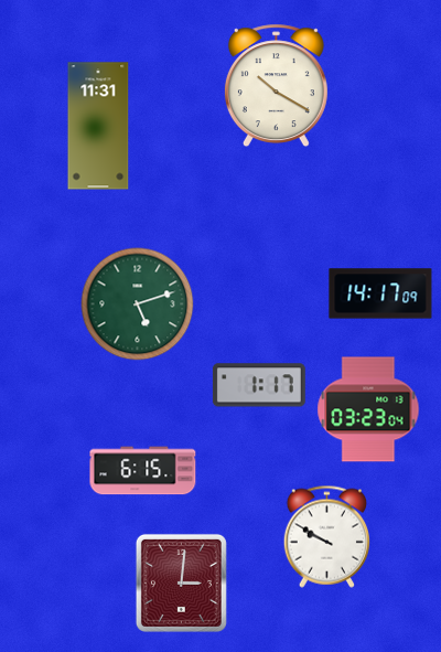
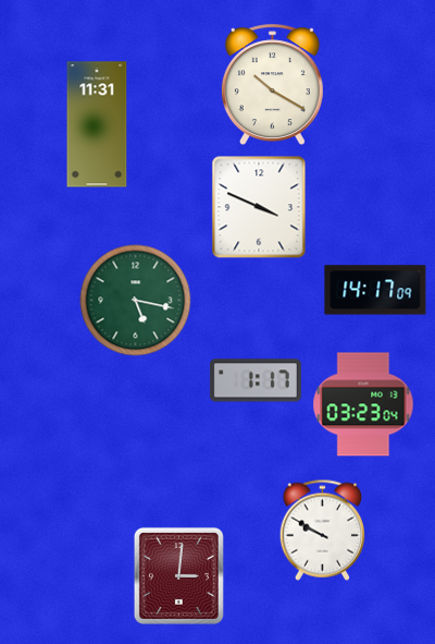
clock at (259, 207): none -> 3:49
clock at (138, 304): 5:12 -> 5:17
clock at (143, 471): 6:15 -> none
